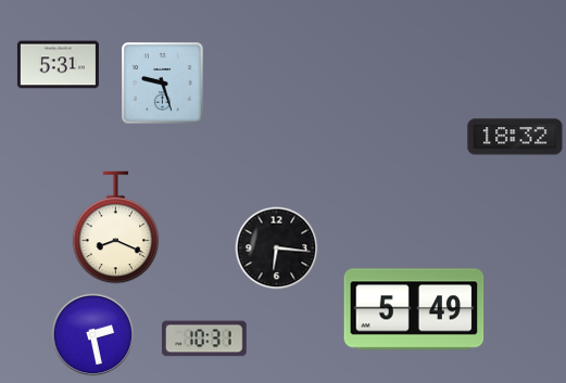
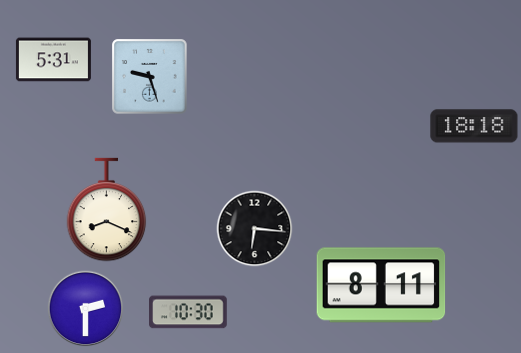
clock at (515, 137): 18:32 -> 18:18
clock at (414, 309): 5:49 -> 8:11
clock at (93, 335): 2:28 -> 2:30
clock at (205, 339): 10:31 -> 10:30
